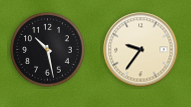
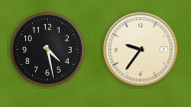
clock at (48, 50): 10:28 -> 4:28
